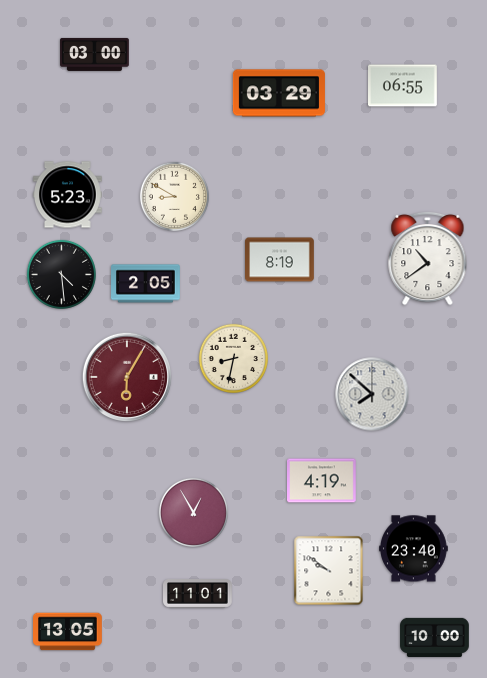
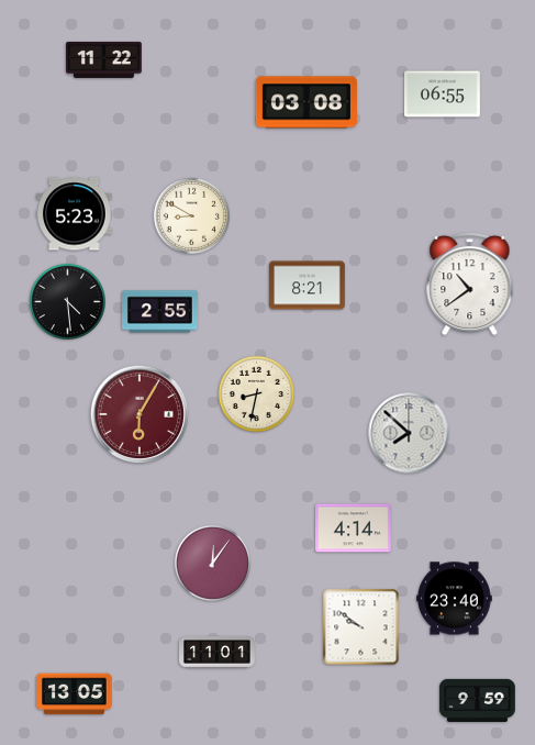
clock at (95, 54): 03:00 -> 11:22
clock at (279, 93): 03:29 -> 03:08
clock at (280, 260): 8:19 -> 8:21
clock at (146, 284): 2:05 -> 2:55
clock at (322, 481): 4:19 -> 4:14
clock at (193, 512): 12:55 -> 12:06
clock at (414, 549) position: (414, 549) -> (455, 599)
clock at (435, 637): 10:00 -> 9:59
